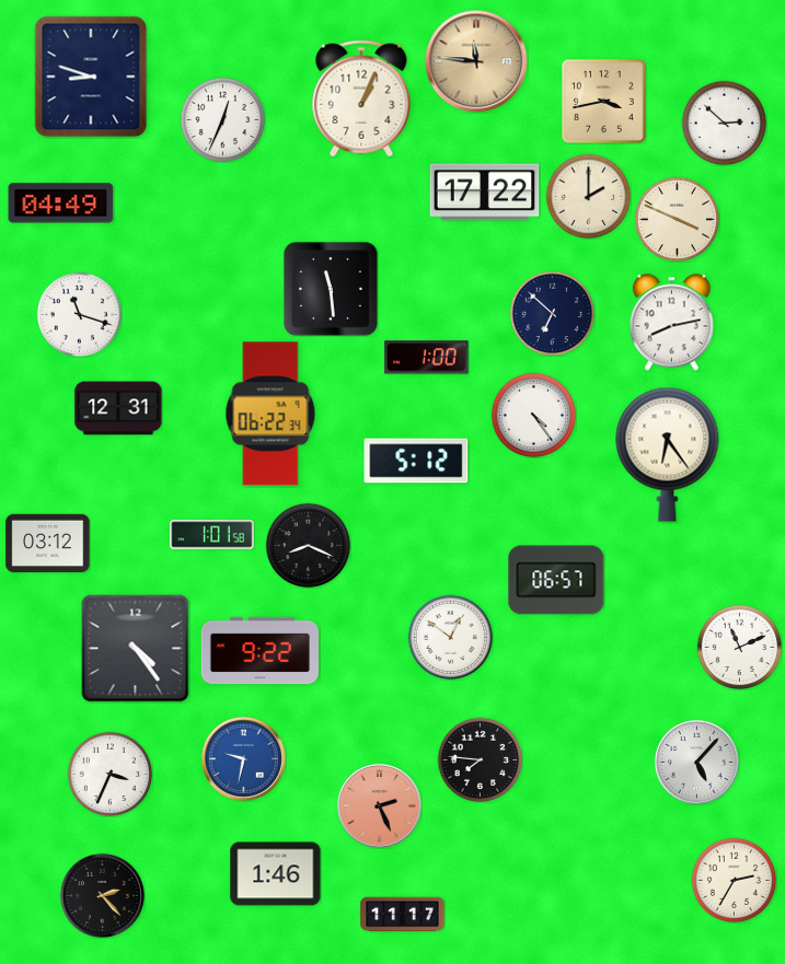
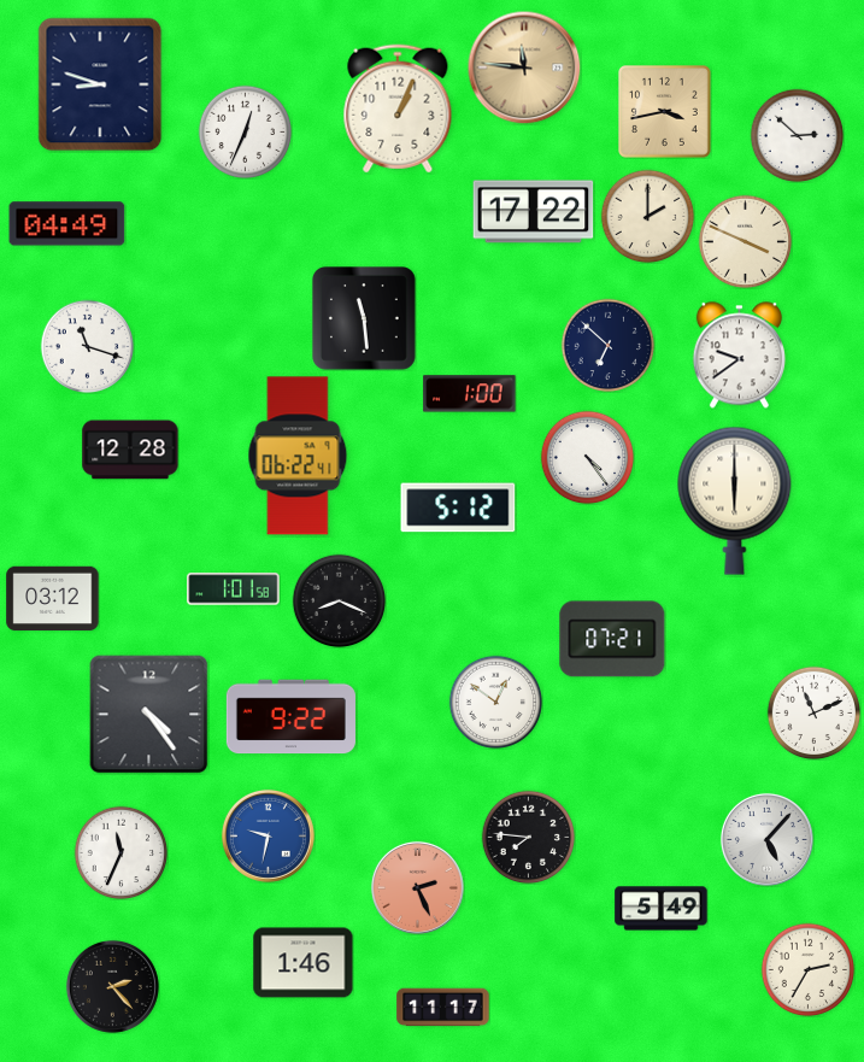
clock at (671, 323): 8:13 -> 9:39
clock at (118, 408): 12:31 -> 12:28
clock at (270, 414): 06:22:34 -> 06:22:41
clock at (668, 454): 6:24 -> 6:00
clock at (556, 580): 06:57 -> 07:21
clock at (259, 651) position: (259, 651) -> (290, 717)
clock at (109, 774): 3:34 -> 11:34
clock at (662, 909): none -> 5:49
